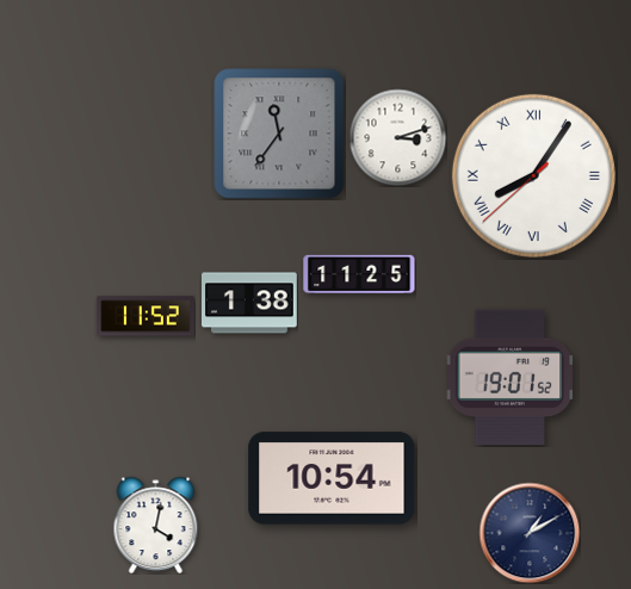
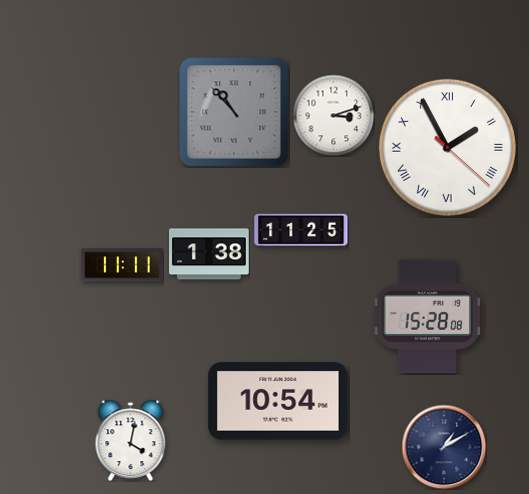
clock at (279, 134): 11:36 -> 10:53
clock at (533, 175): 8:05 -> 1:55
clock at (146, 316): 11:52 -> 11:11
clock at (511, 378): 19:01 -> 15:28
